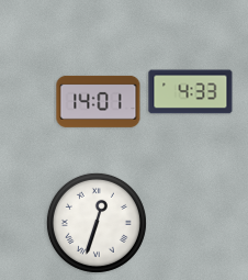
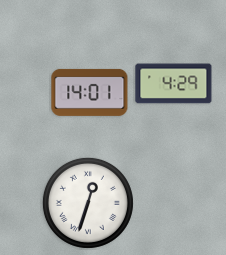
clock at (191, 92): 4:33 -> 4:29
